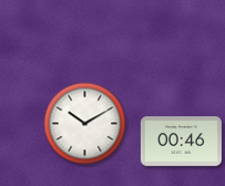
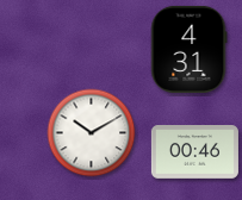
clock at (188, 49): none -> 4:31
